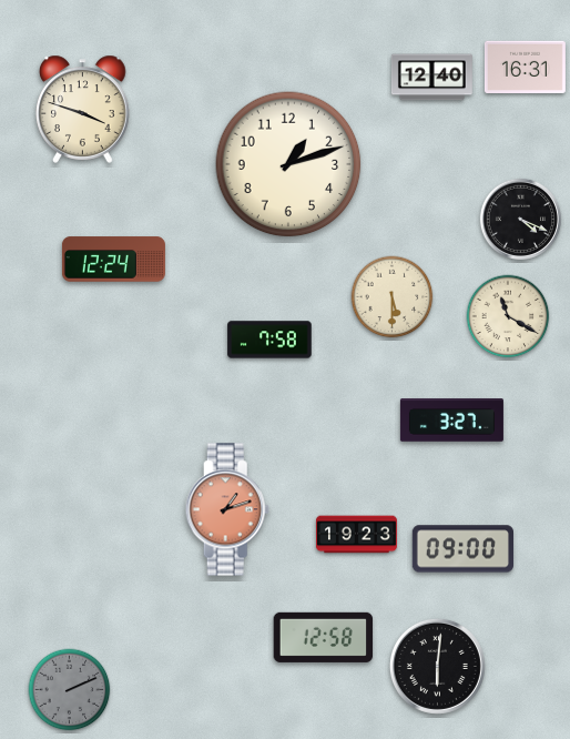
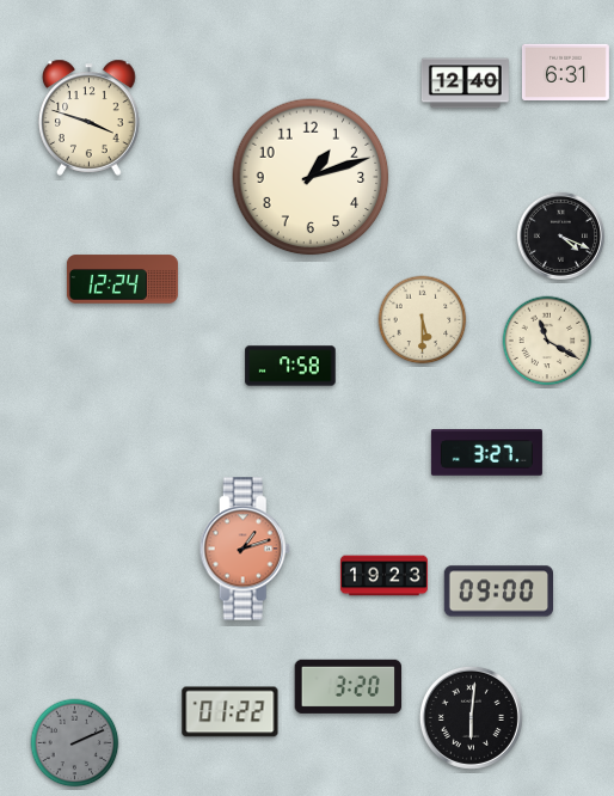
clock at (525, 67): 16:31 -> 6:31
clock at (324, 637): 12:58 -> 3:20
clock at (231, 712): none -> 01:22
